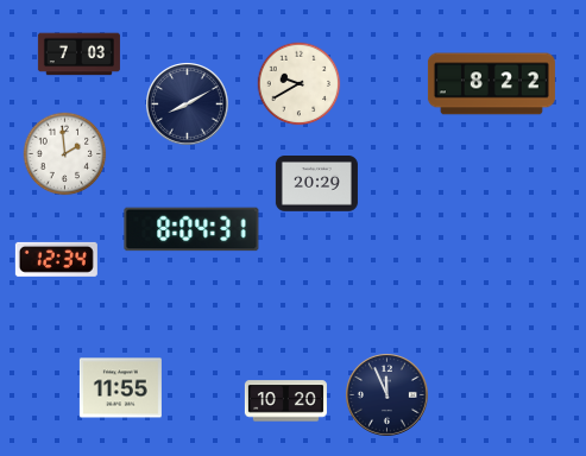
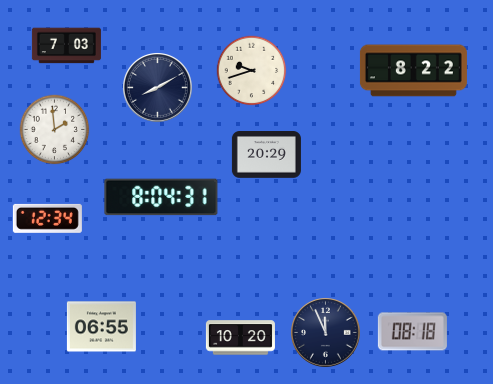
clock at (300, 84): 9:40 -> 9:42
clock at (191, 229) position: (191, 229) -> (161, 197)
clock at (120, 388): 11:55 -> 06:55
clock at (412, 332): none -> 08:18
